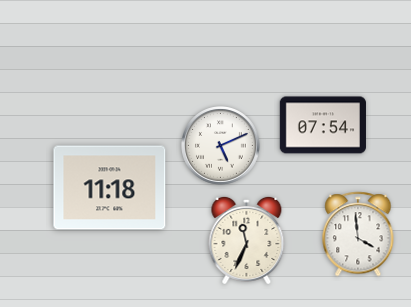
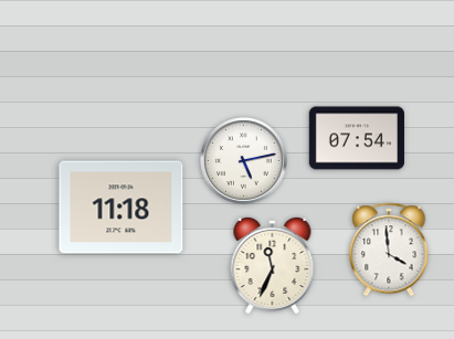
clock at (221, 146): 5:11 -> 5:13
clock at (358, 234) position: (358, 234) -> (389, 250)
